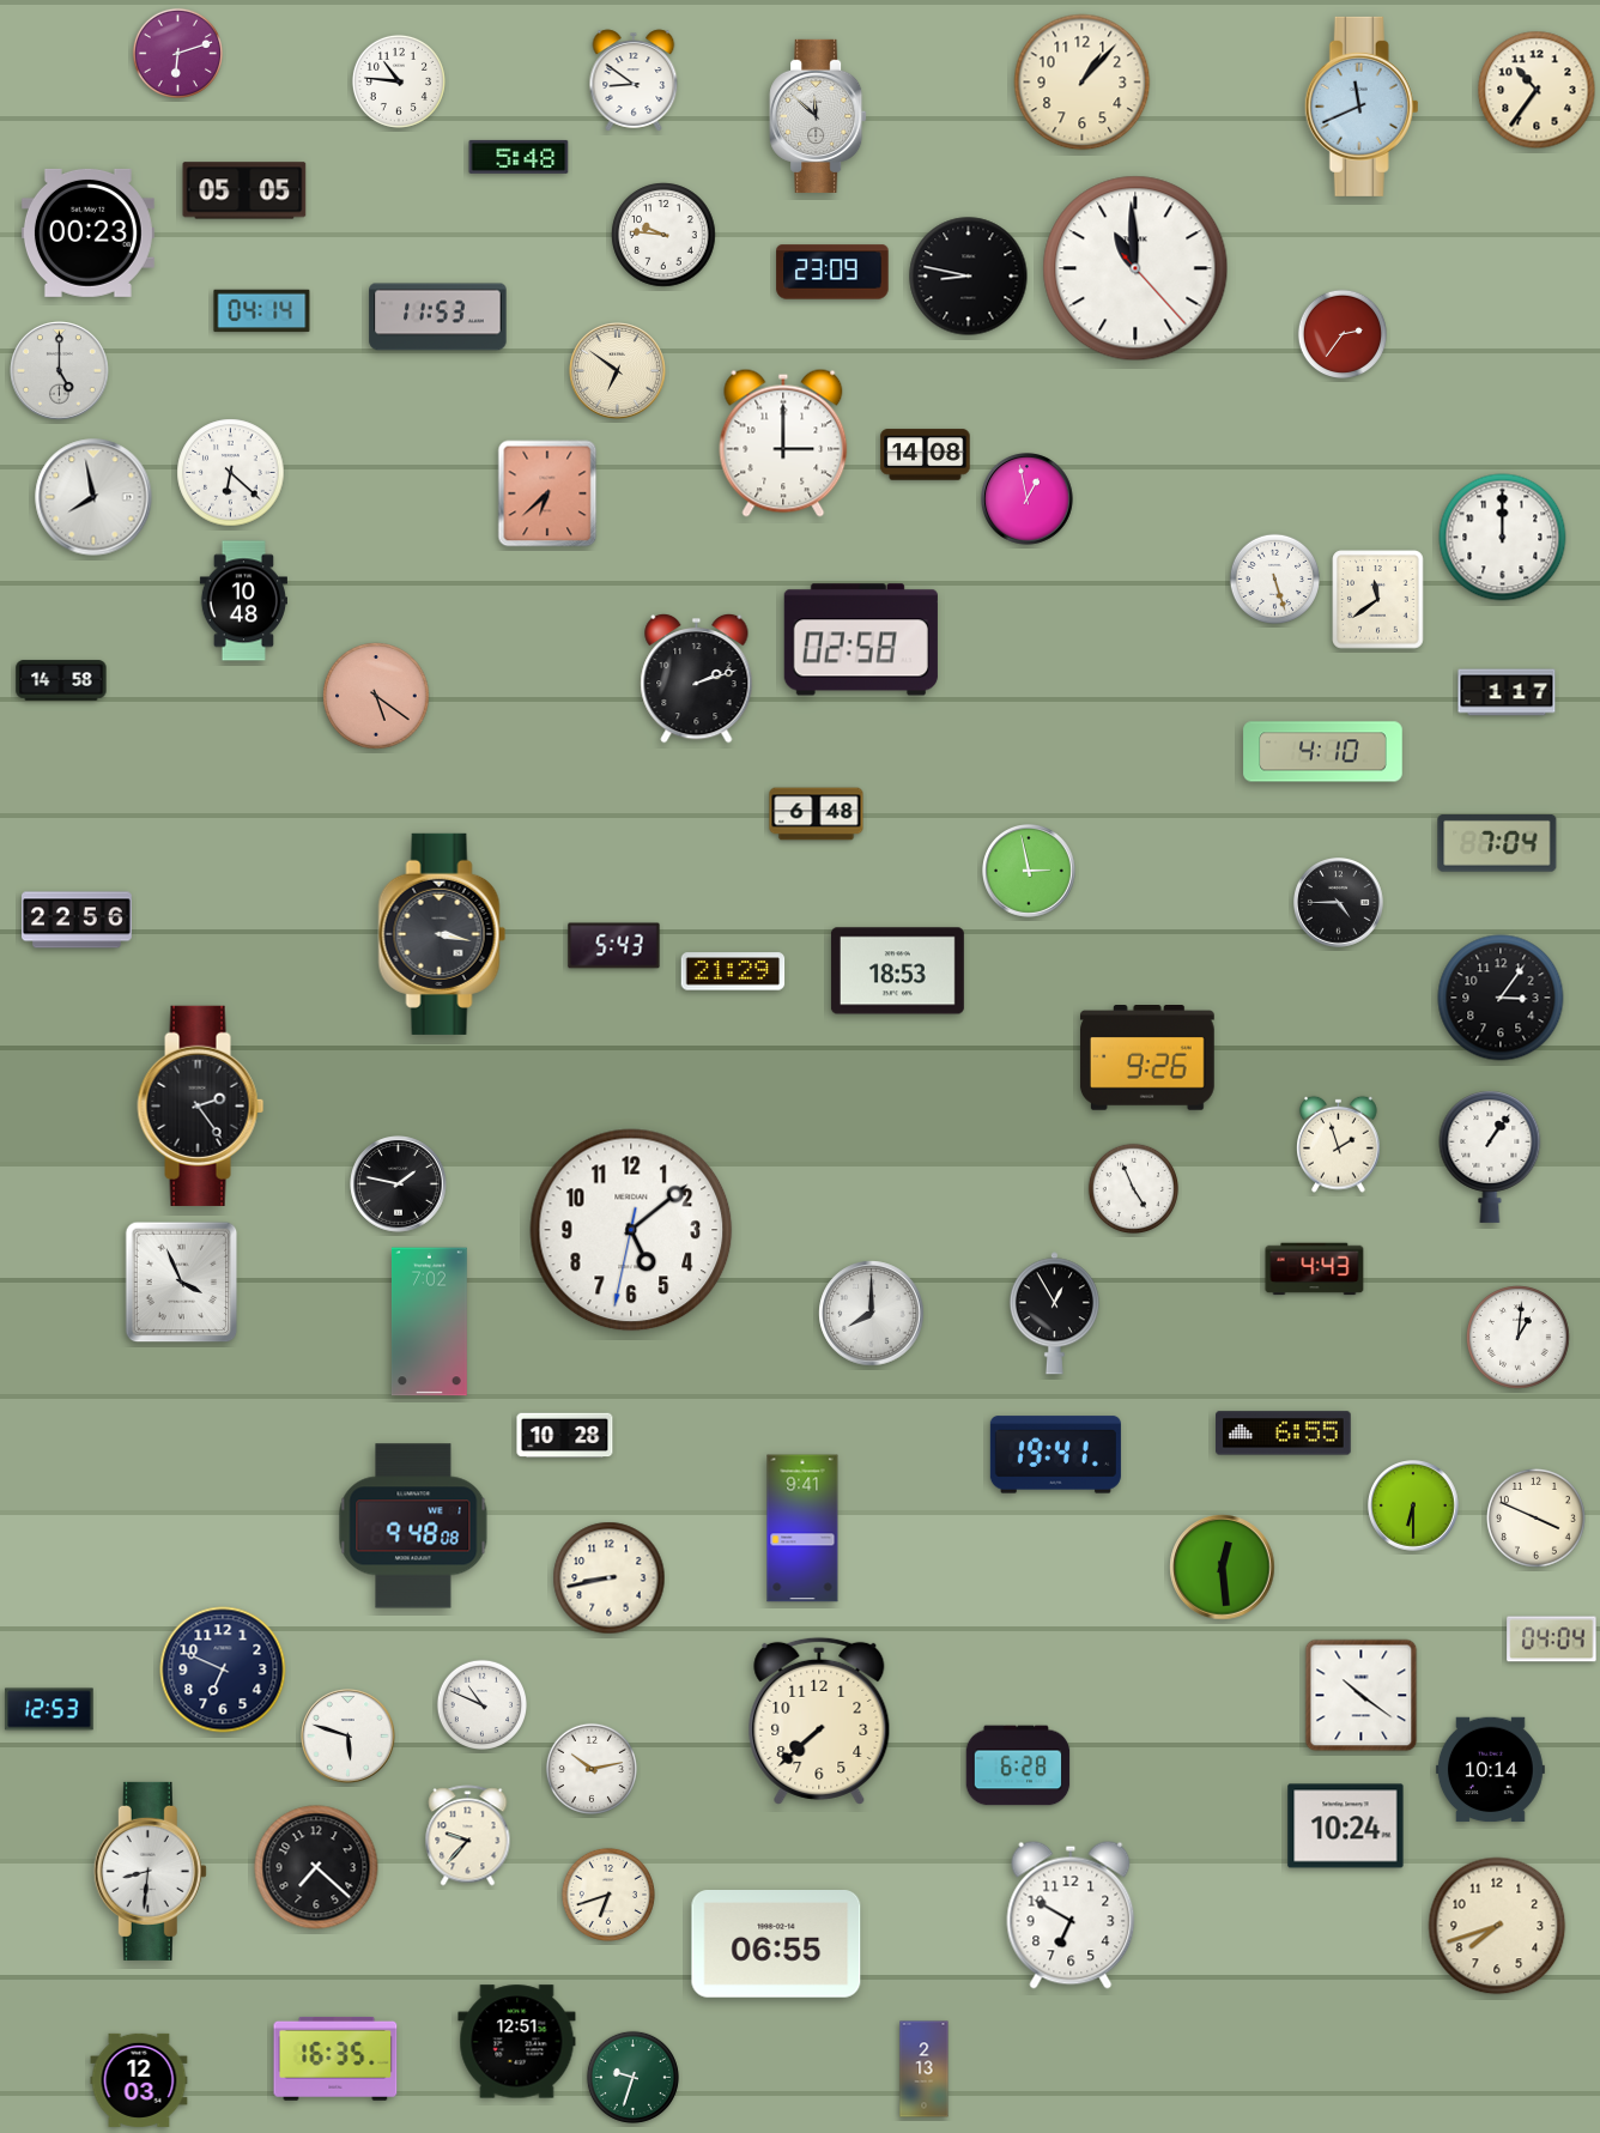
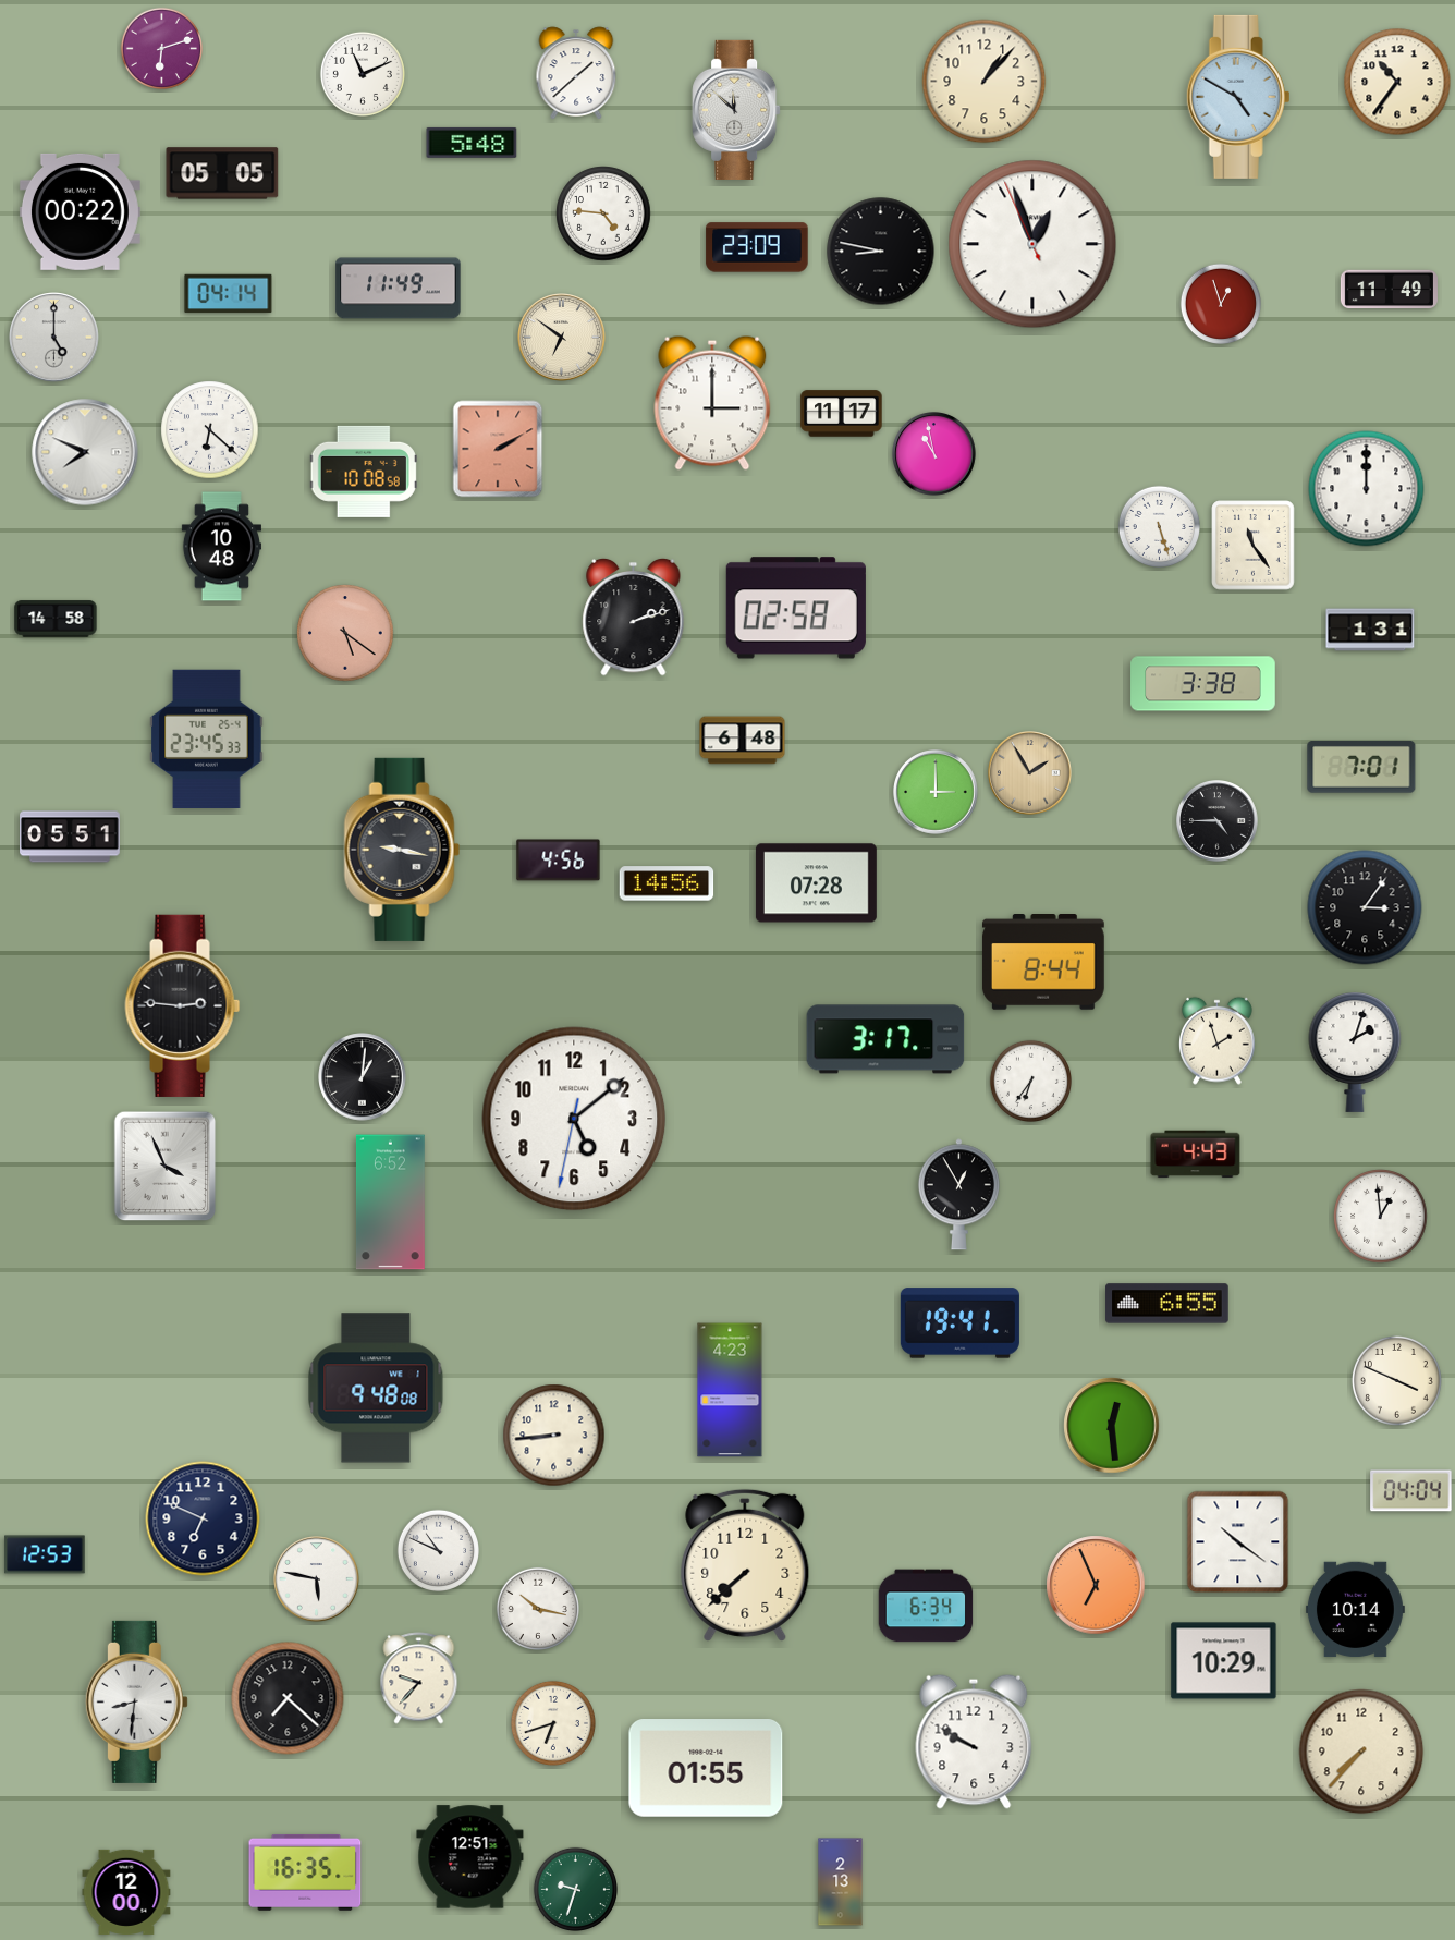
clock at (634, 80): 8:51 -> 1:38
clock at (399, 81): 10:46 -> 11:11
clock at (1083, 83) position: (1083, 83) -> (985, 82)
clock at (1362, 107): 11:41 -> 4:50
clock at (818, 116) position: (818, 116) -> (736, 110)
clock at (87, 232): 00:23 -> 00:22
clock at (663, 235): 9:46 -> 4:46
clock at (1135, 268): 10:59 -> 12:56
clock at (262, 311) position: (262, 311) -> (229, 294)
clock at (438, 317): 11:53 -> 11:49
clock at (1389, 290): none -> 11:49
clock at (1343, 334): 2:36 -> 12:57
clock at (926, 455): 14:08 -> 11:17
clock at (547, 493): 6:38 -> 2:10
clock at (93, 497): 7:58 -> 7:49
clock at (1028, 499): 12:58 -> 10:58
clock at (364, 472): none -> 10:08
clock at (1378, 600): 11:39 -> 11:24
clock at (861, 640) position: (861, 640) -> (796, 608)
clock at (1507, 692): 1:17 -> 1:31
clock at (376, 696) position: (376, 696) -> (345, 633)
clock at (1323, 752): 4:10 -> 3:38
clock at (207, 739): none -> 23:45
clock at (1497, 844): 7:04 -> 7:01
clock at (1030, 773): none -> 1:55
clock at (1030, 872): 2:58 -> 3:00
clock at (77, 920): 22:56 -> 05:51
clock at (442, 934): 3:17 -> 9:17
clock at (614, 946): 5:43 -> 4:56
clock at (733, 971): 21:29 -> 14:56
clock at (897, 971): 18:53 -> 07:28
clock at (1147, 1059): 9:26 -> 8:44
clock at (201, 1105): 2:24 -> 2:46
clock at (885, 1039): none -> 3:17
clock at (1490, 1157): 1:06 -> 2:03
clock at (399, 1184): 1:47 -> 1:01
clock at (1133, 1188): 4:56 -> 6:36
clock at (872, 1314): 8:00 -> none
clock at (429, 1322): 7:02 -> 6:52
clock at (1519, 1338): 1:01 -> 12:59
clock at (565, 1436): 10:28 -> none
clock at (1414, 1507): 6:30 -> none
clock at (802, 1528): 9:41 -> 4:23
clock at (610, 1578): 8:43 -> 8:44
clock at (349, 1737): 5:48 -> 5:47
clock at (1096, 1585): none -> 6:56
clock at (1018, 1765): 6:28 -> 6:34
clock at (592, 1769): 10:13 -> 10:17
clock at (1346, 1826): 10:24 -> 10:29
clock at (468, 1836) position: (468, 1836) -> (419, 1679)
clock at (1071, 1915): 6:50 -> 9:50
clock at (1497, 1926): 7:42 -> 7:37
clock at (776, 1945): 06:55 -> 01:55
clock at (139, 2080): 12:03 -> 12:00
